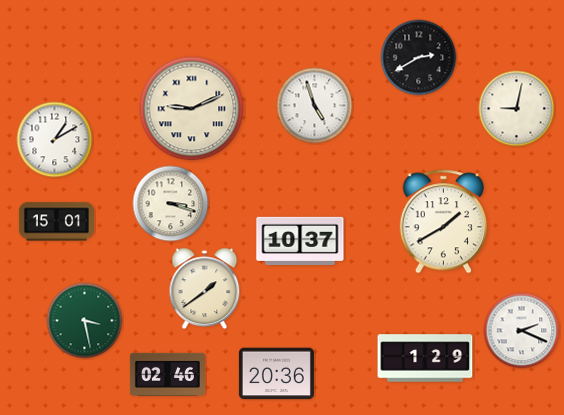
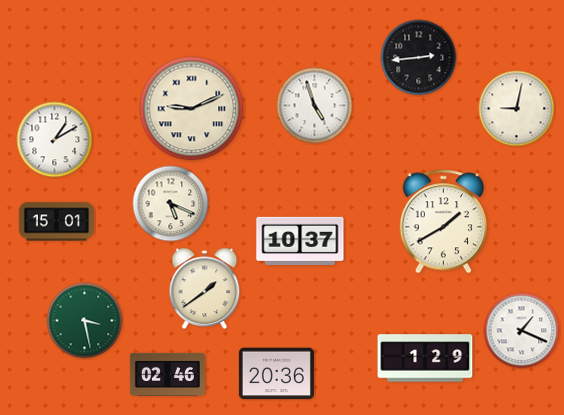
clock at (419, 58): 2:40 -> 2:44
clock at (171, 204): 3:18 -> 5:19
clock at (522, 331): 2:19 -> 1:19
